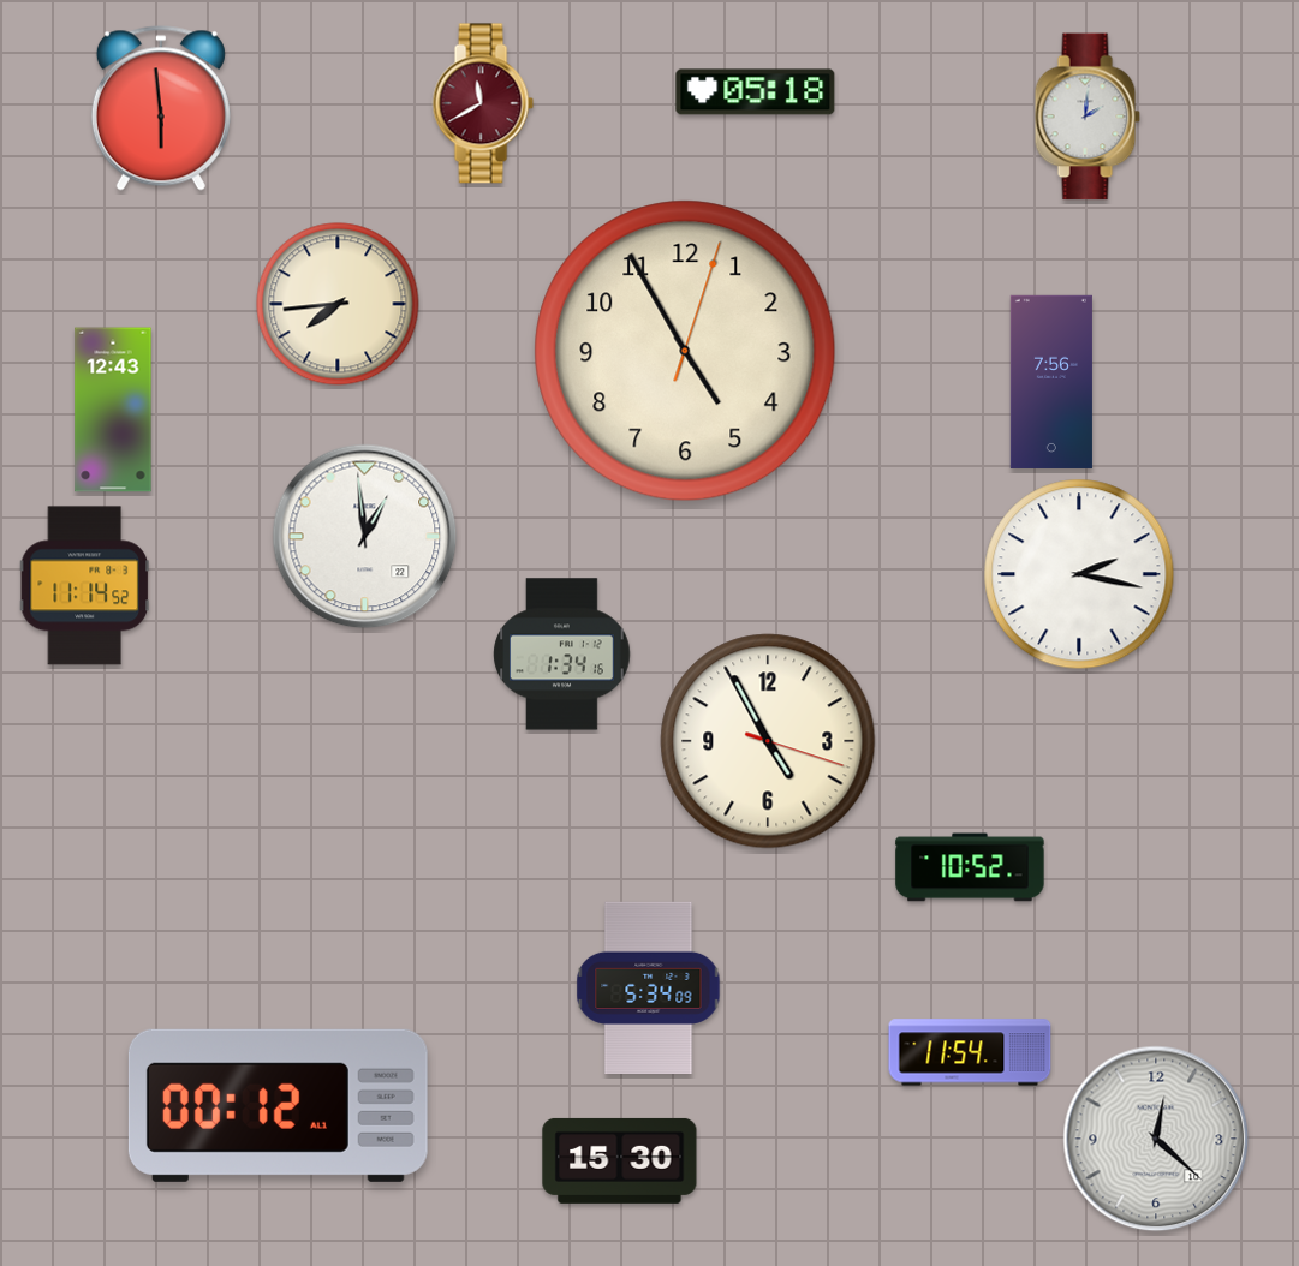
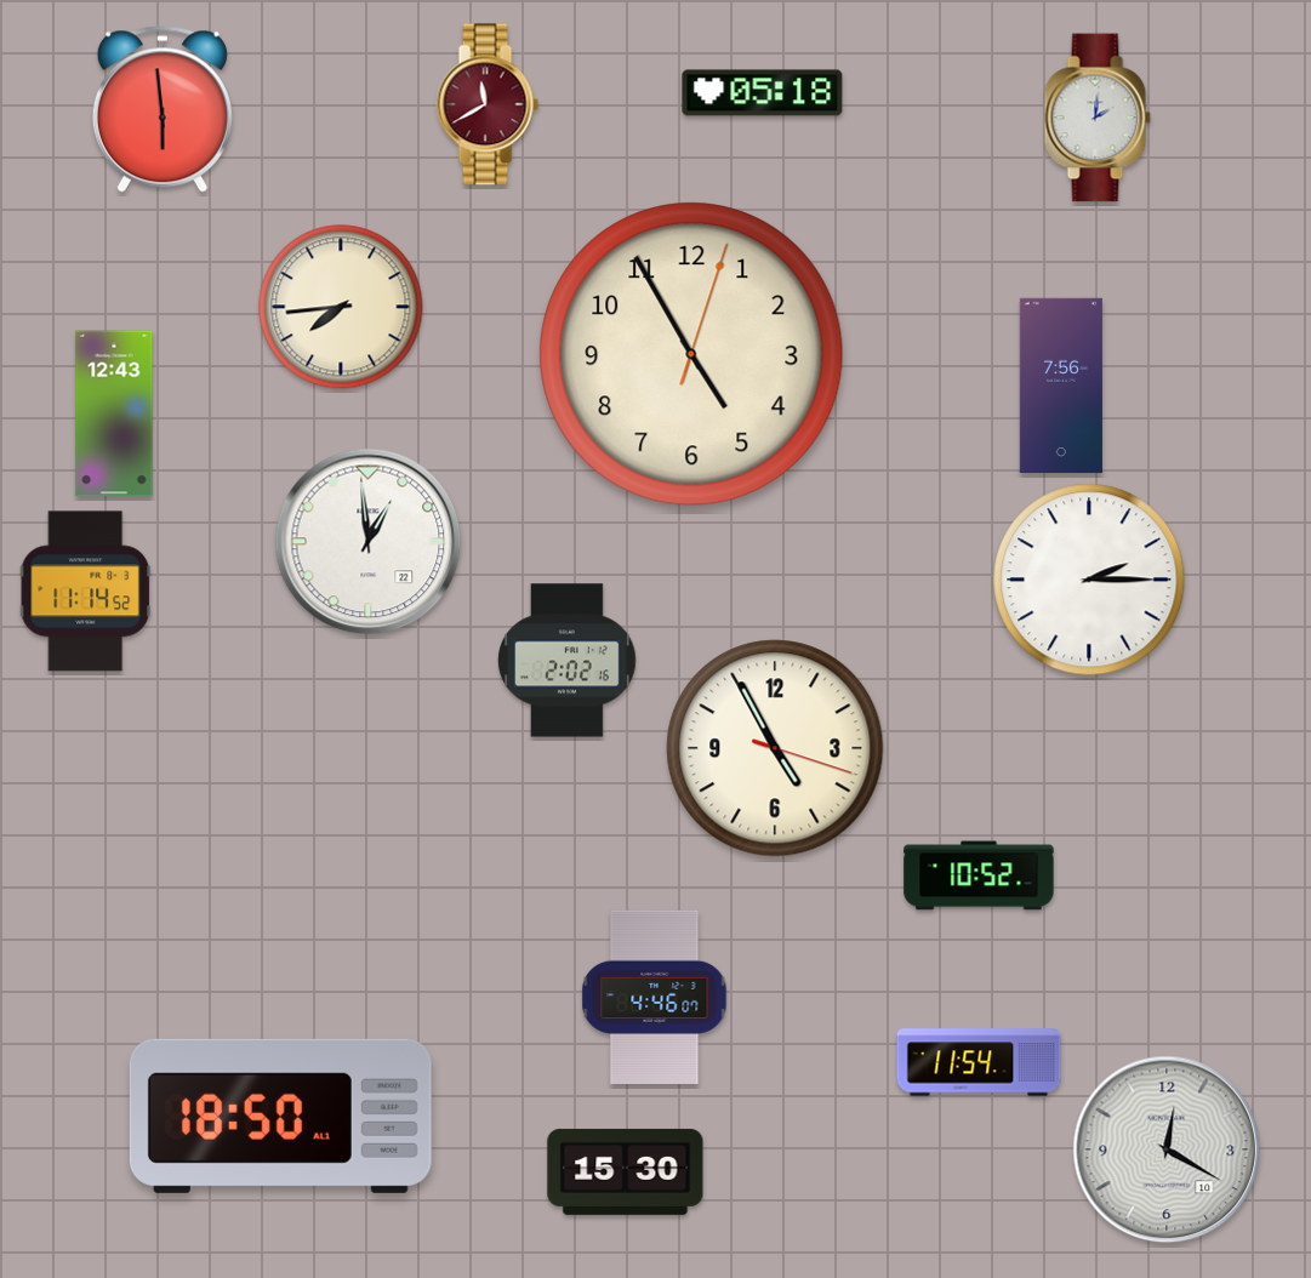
clock at (1079, 574): 2:17 -> 2:15
clock at (562, 655): 1:34 -> 2:02
clock at (649, 987): 5:34 -> 4:46
clock at (278, 1105): 00:12 -> 18:50
clock at (1156, 1139): 12:22 -> 12:20
